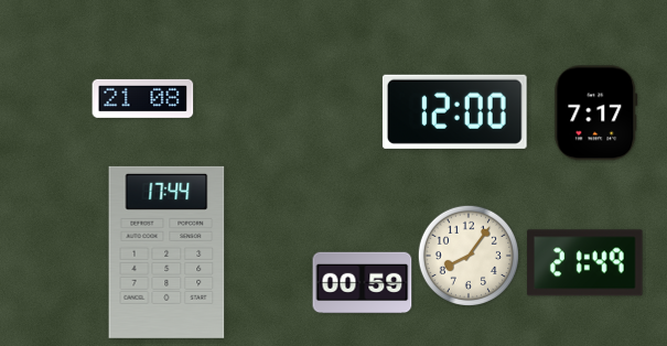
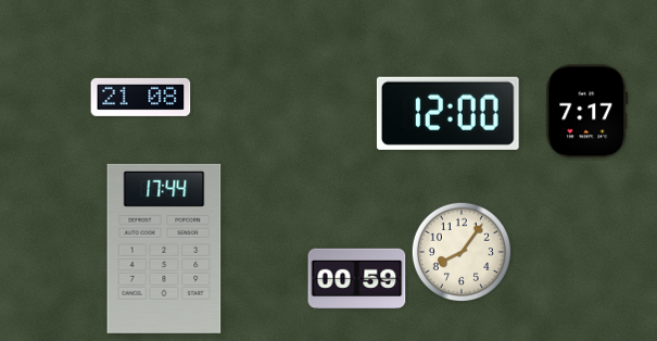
clock at (454, 111) position: (454, 111) -> (447, 113)
clock at (585, 263): 21:49 -> none
